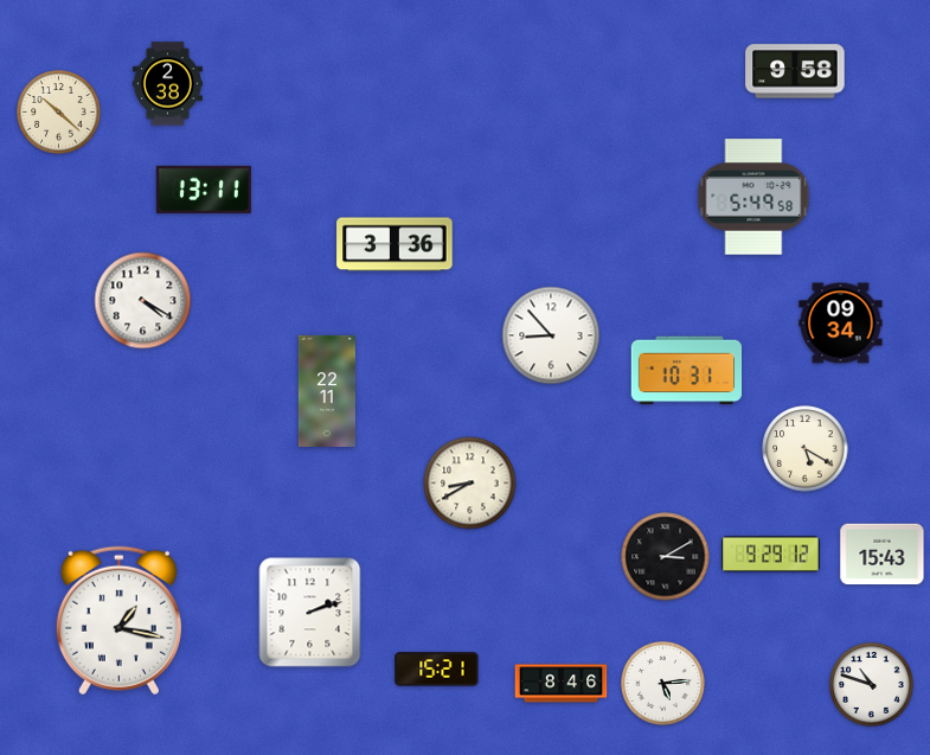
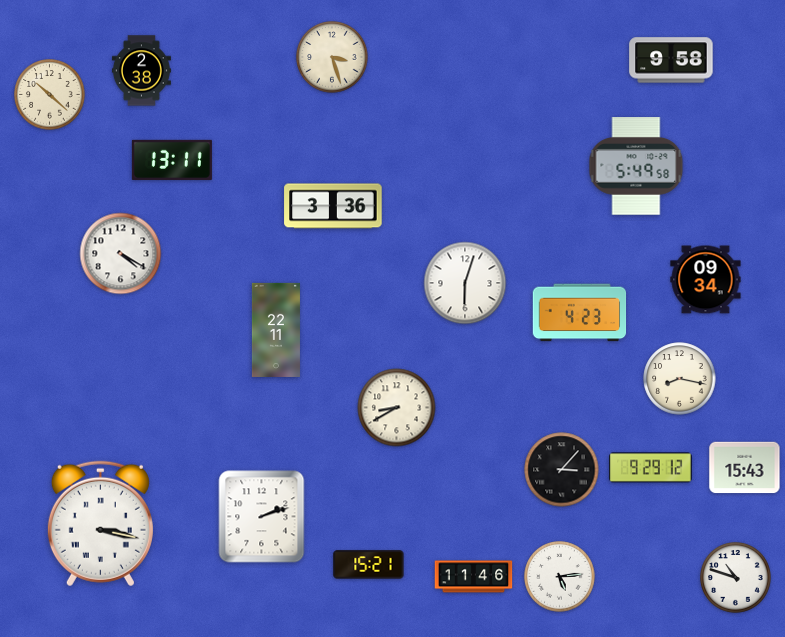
clock at (332, 57): none -> 3:27
clock at (841, 324) position: (841, 324) -> (706, 280)
clock at (551, 335): 8:53 -> 6:03
clock at (687, 371): 10:31 -> 4:23
clock at (806, 449): 5:20 -> 8:17
clock at (666, 557): 3:10 -> 3:07
clock at (118, 621): 1:17 -> 3:17
clock at (562, 684): 8:46 -> 11:46
